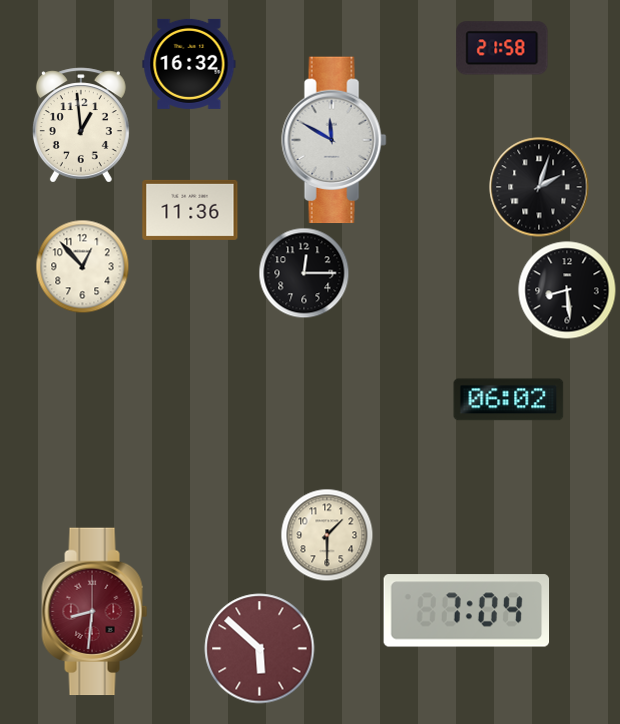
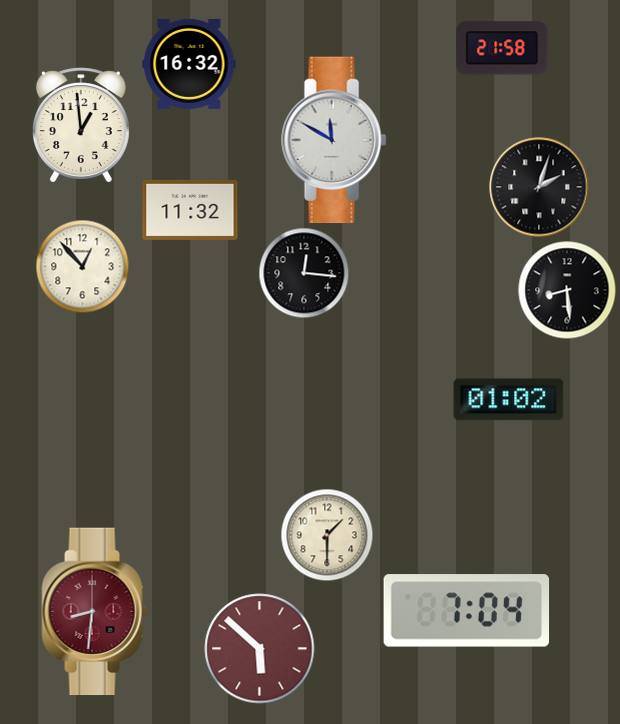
clock at (190, 210): 11:36 -> 11:32
clock at (304, 273): 12:15 -> 12:16
clock at (509, 400): 06:02 -> 01:02
